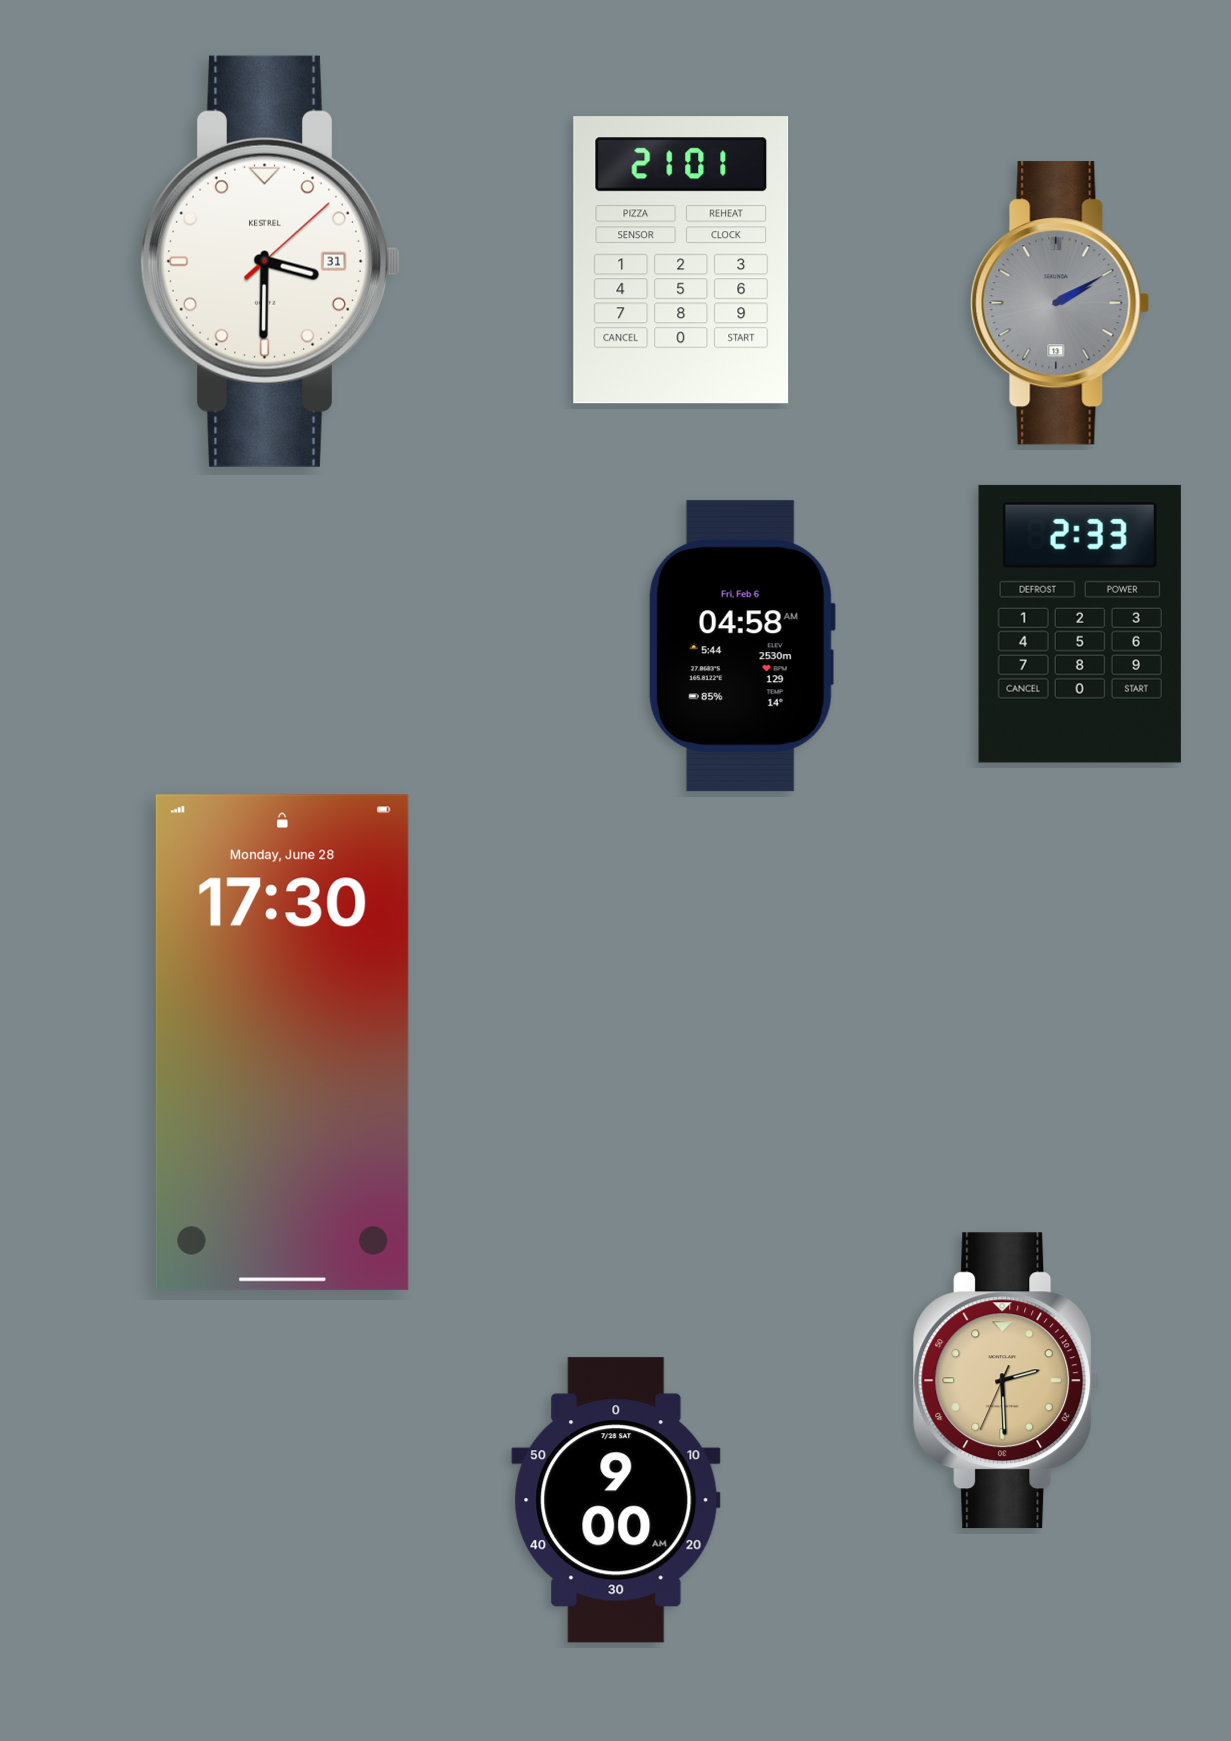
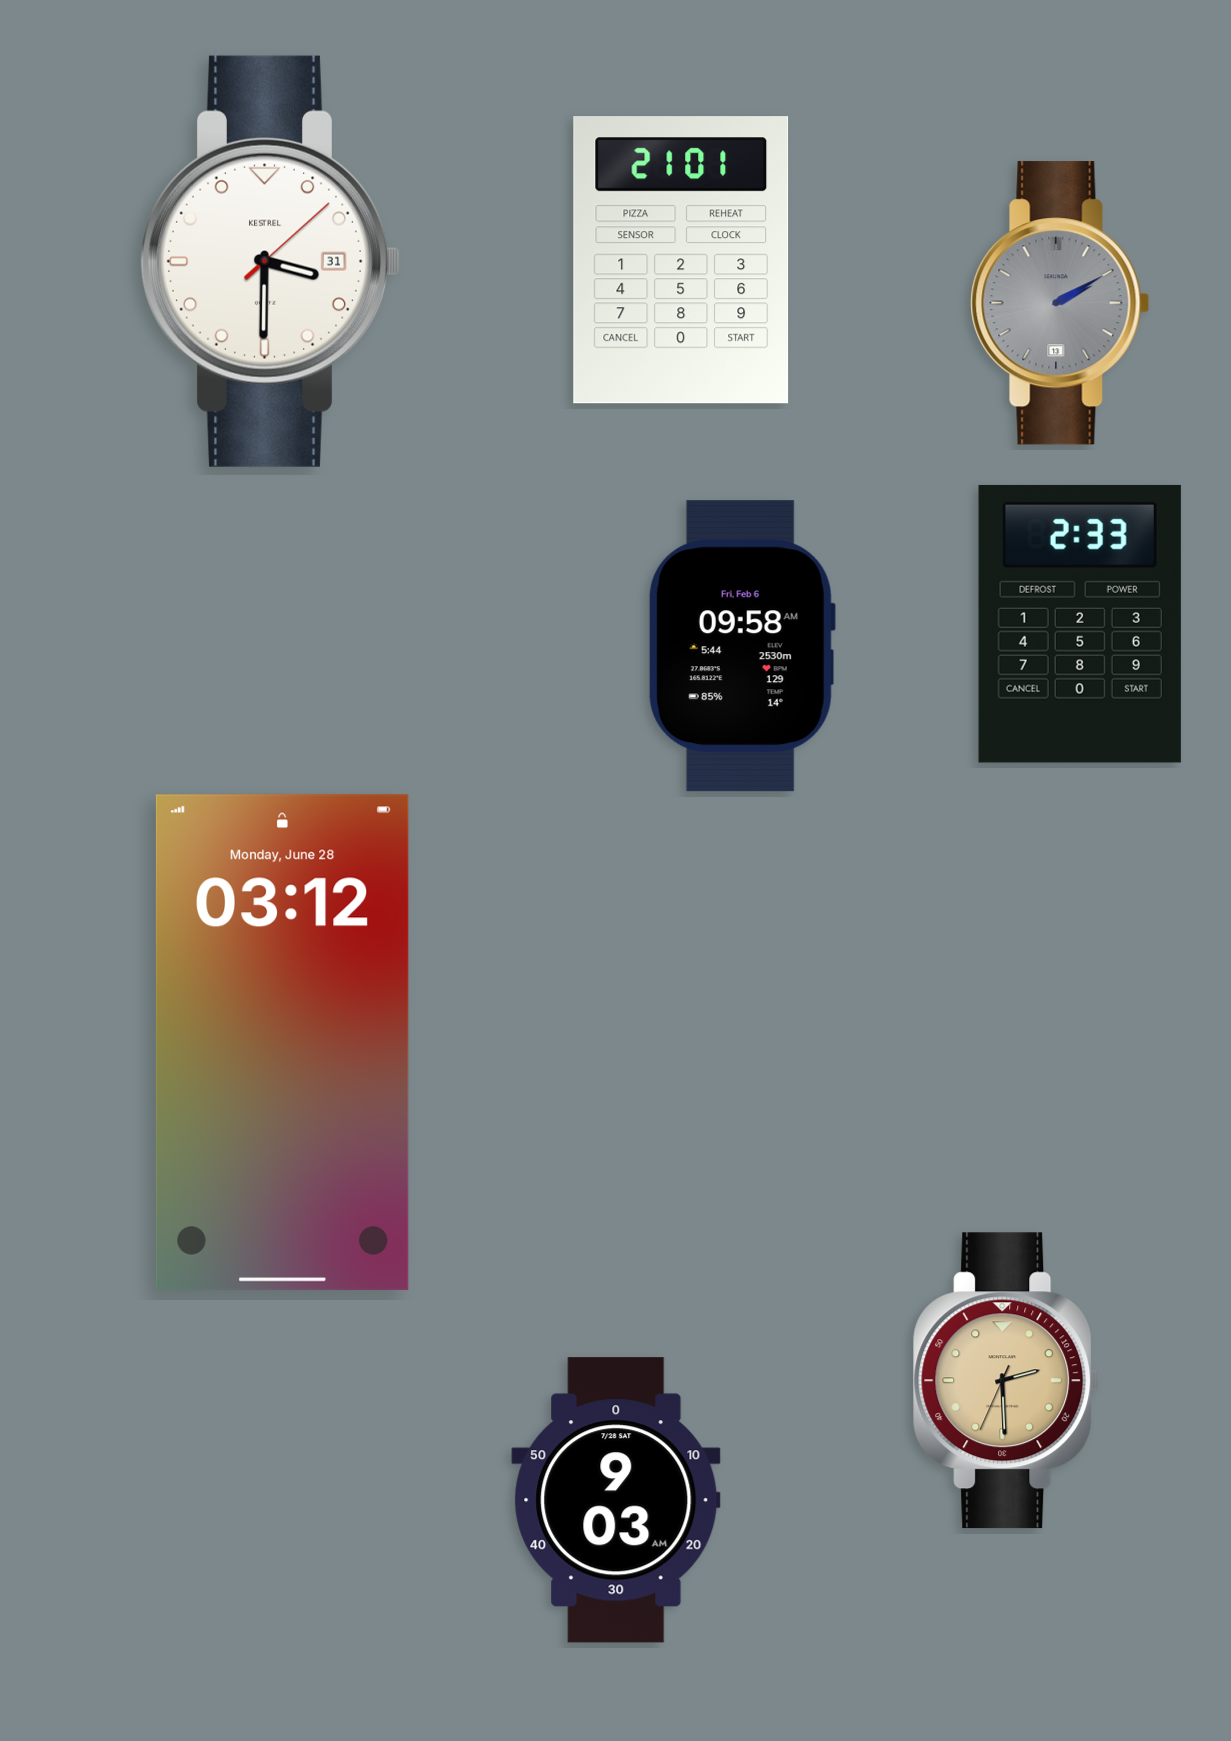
clock at (742, 646): 04:58 -> 09:58
clock at (282, 1042): 17:30 -> 03:12
clock at (616, 1500): 9:00 -> 9:03
